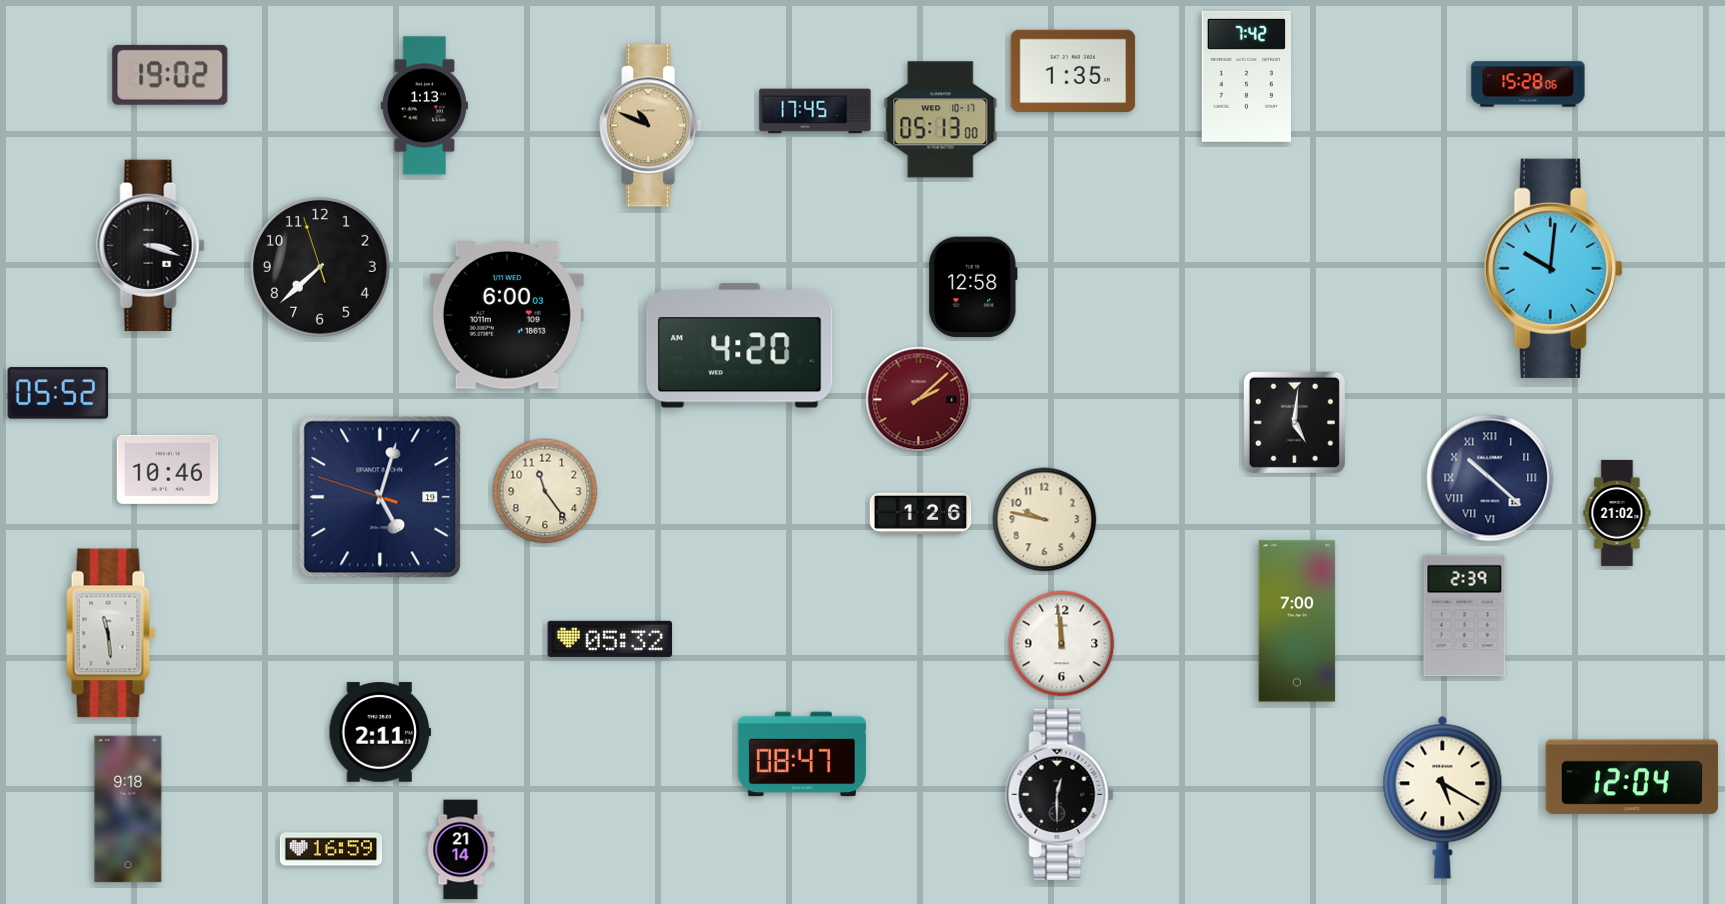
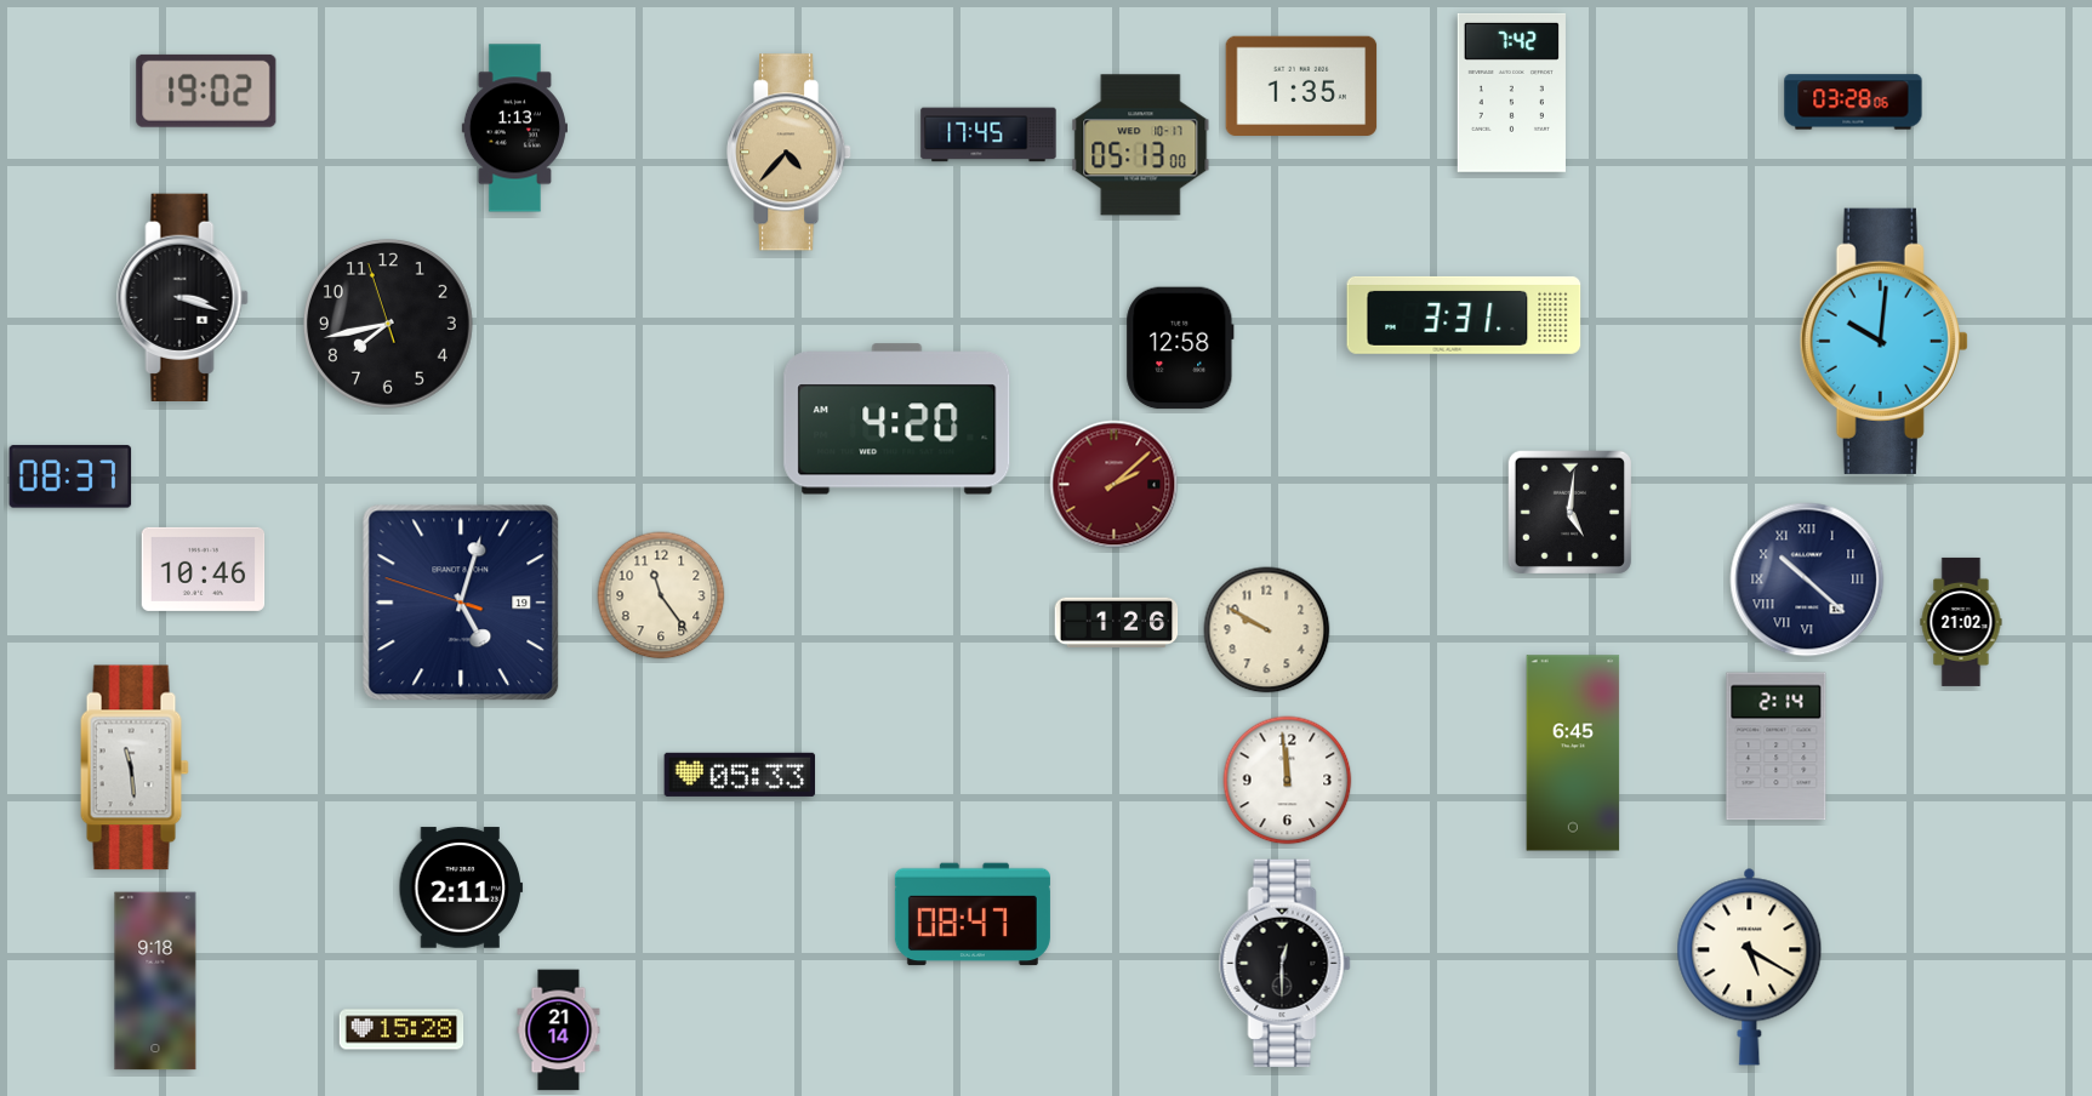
clock at (1528, 84): 15:28 -> 03:28
clock at (651, 126): 10:49 -> 4:37
clock at (1464, 315): none -> 3:31
clock at (320, 267): 7:37 -> 7:42
clock at (1553, 268) position: (1553, 268) -> (1883, 341)
clock at (507, 316): 6:00 -> none
clock at (58, 393): 05:52 -> 08:37
clock at (1045, 520): 9:47 -> 9:50
clock at (1465, 616): 2:39 -> 2:14
clock at (1297, 621): 7:00 -> 6:45
clock at (610, 639): 05:32 -> 05:33
clock at (1632, 777): 12:04 -> none
clock at (331, 849): 16:59 -> 15:28
